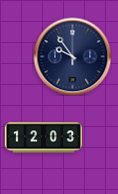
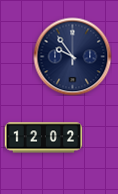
clock at (43, 138): 12:03 -> 12:02
